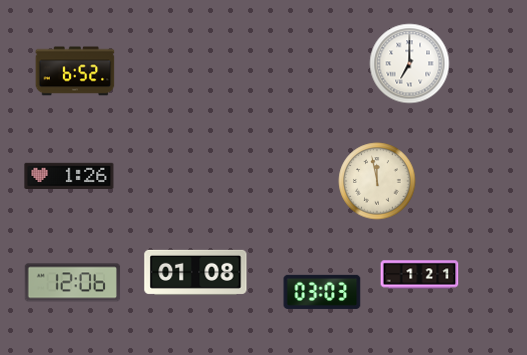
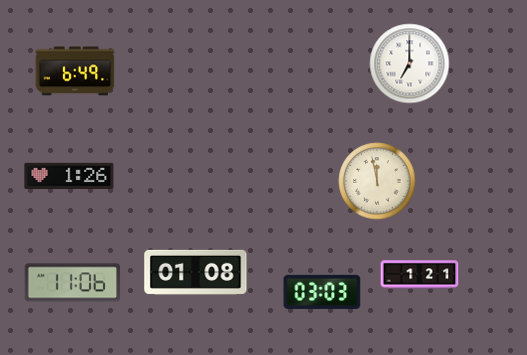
clock at (75, 71): 6:52 -> 6:49
clock at (73, 283): 12:06 -> 11:06
